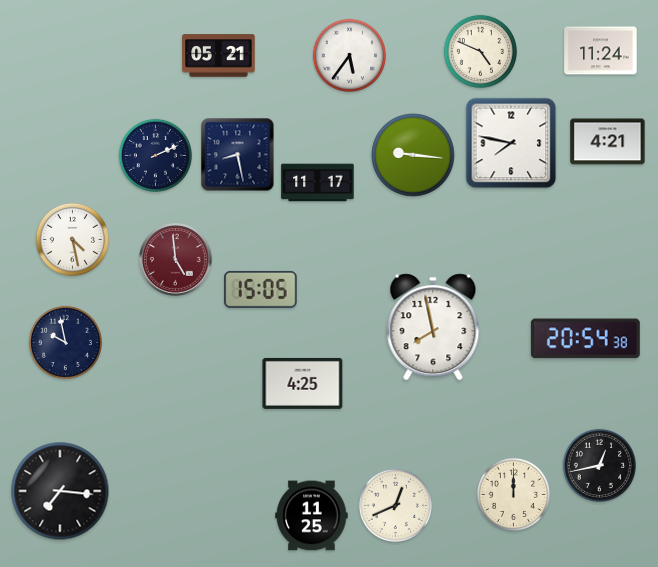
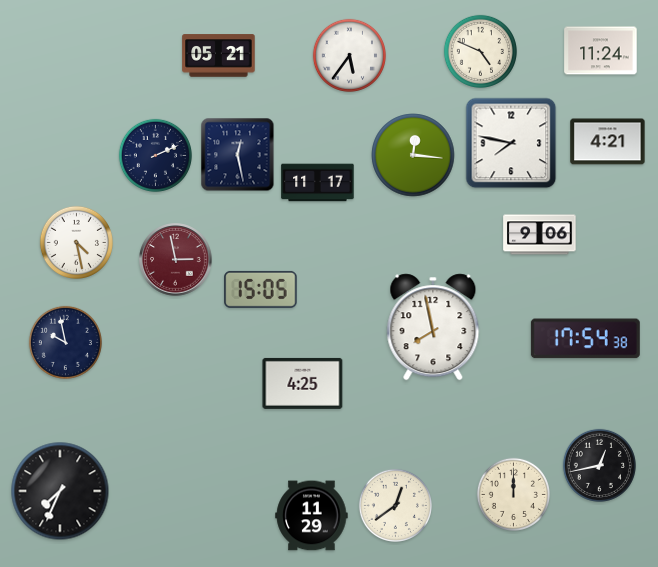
clock at (238, 155): 8:28 -> 12:28
clock at (413, 155): 9:16 -> 12:16
clock at (540, 235): none -> 9:06
clock at (72, 239) position: (72, 239) -> (76, 242)
clock at (176, 260): 4:59 -> 2:58
clock at (585, 339): 20:54 -> 17:54
clock at (60, 491): 7:16 -> 7:34
clock at (395, 505): 12:41 -> 12:39
clock at (312, 516): 11:25 -> 11:29
